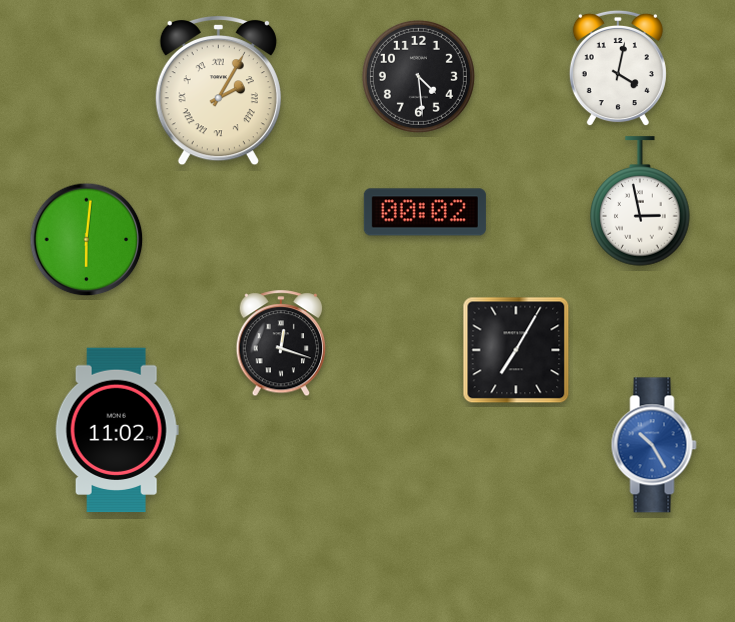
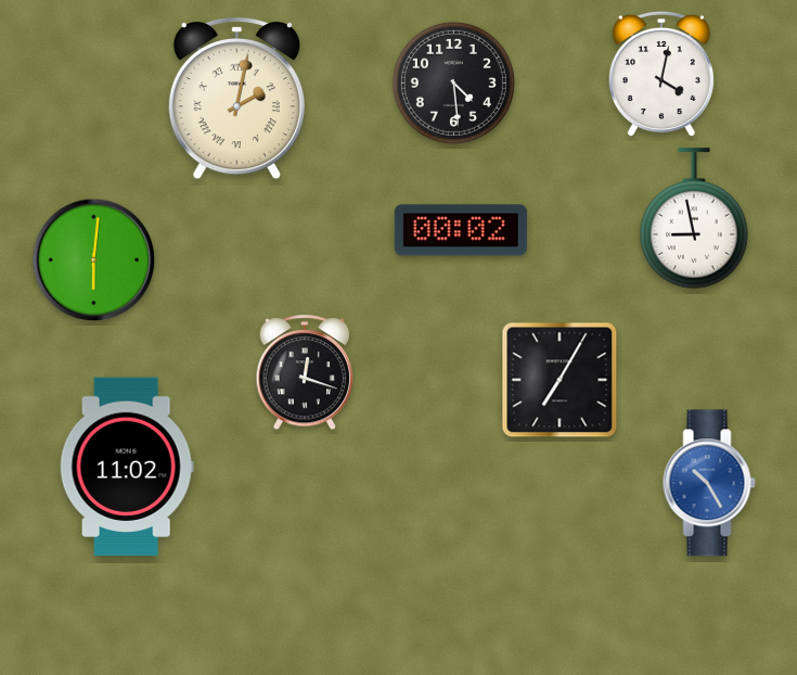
clock at (618, 68) position: (618, 68) -> (661, 74)
clock at (218, 90): 2:05 -> 2:02
clock at (640, 201): 2:58 -> 8:58
